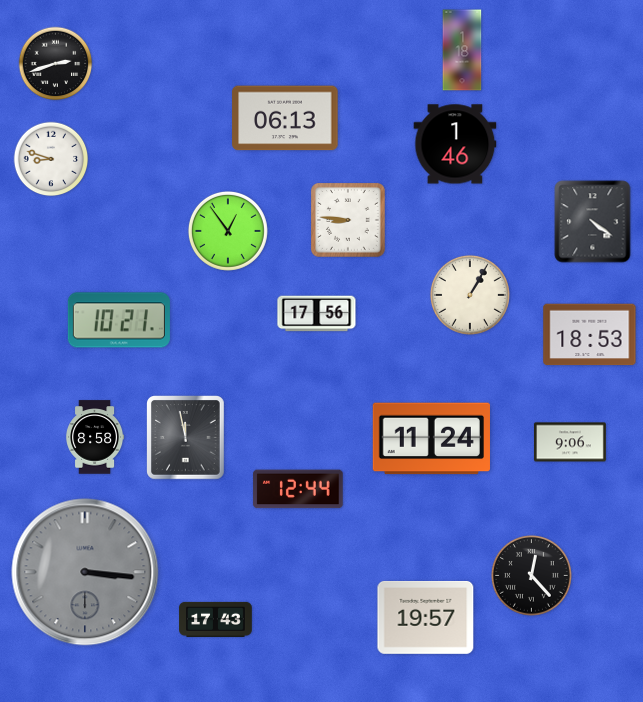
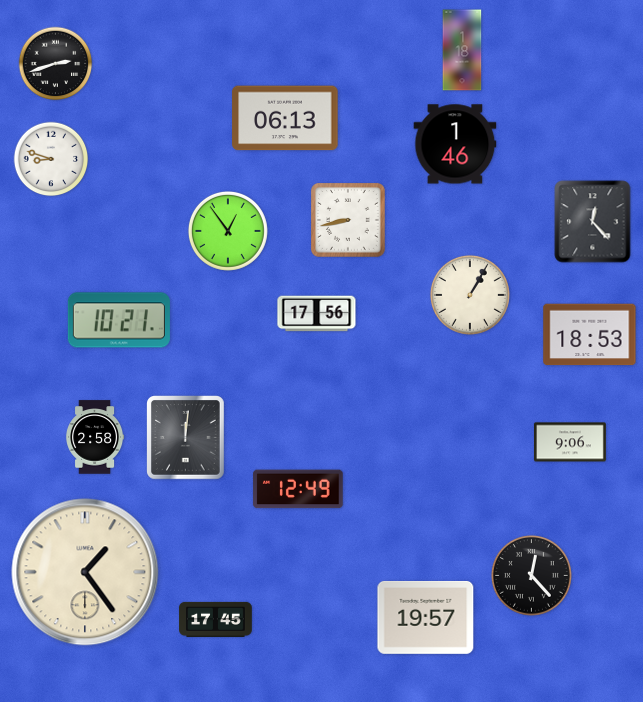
clock at (349, 221): 8:46 -> 8:43
clock at (593, 222): 4:21 -> 12:23
clock at (95, 437): 8:58 -> 2:58
clock at (186, 438): 11:58 -> 12:01
clock at (431, 439): 11:24 -> none
clock at (298, 489): 12:44 -> 12:49
clock at (85, 572): 3:16 -> 1:24
clock at (85, 572) dial: grey -> cream
clock at (216, 619): 17:43 -> 17:45
